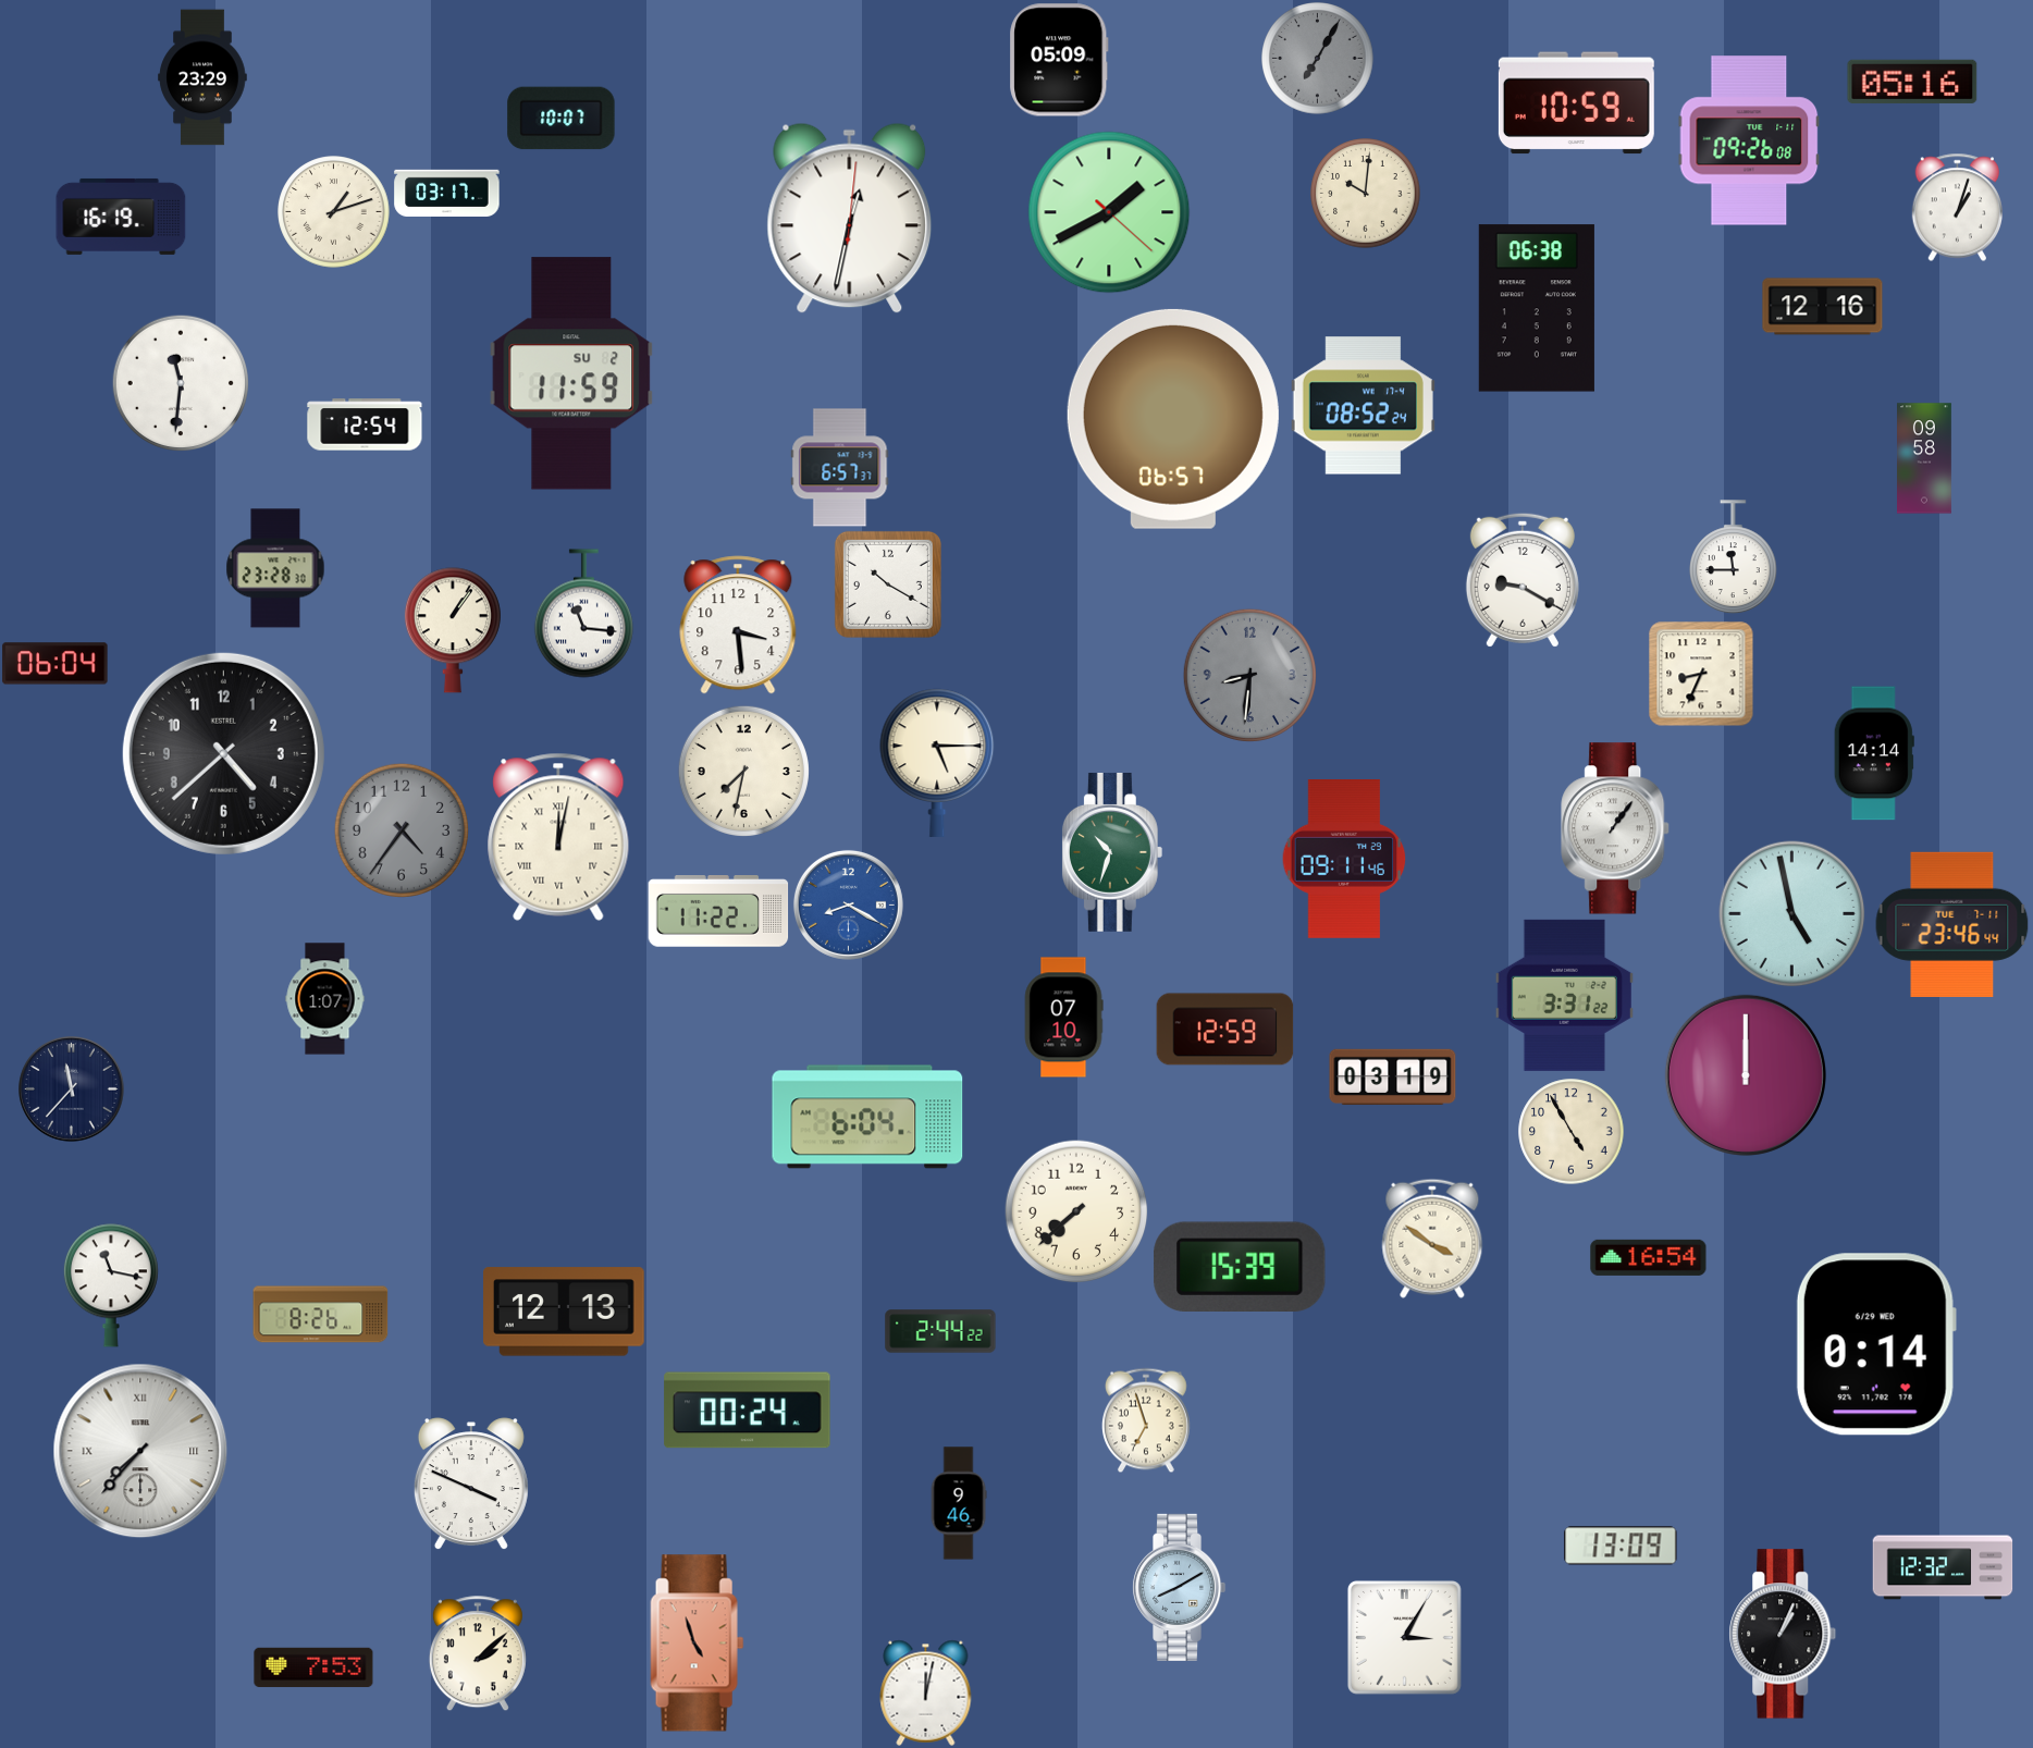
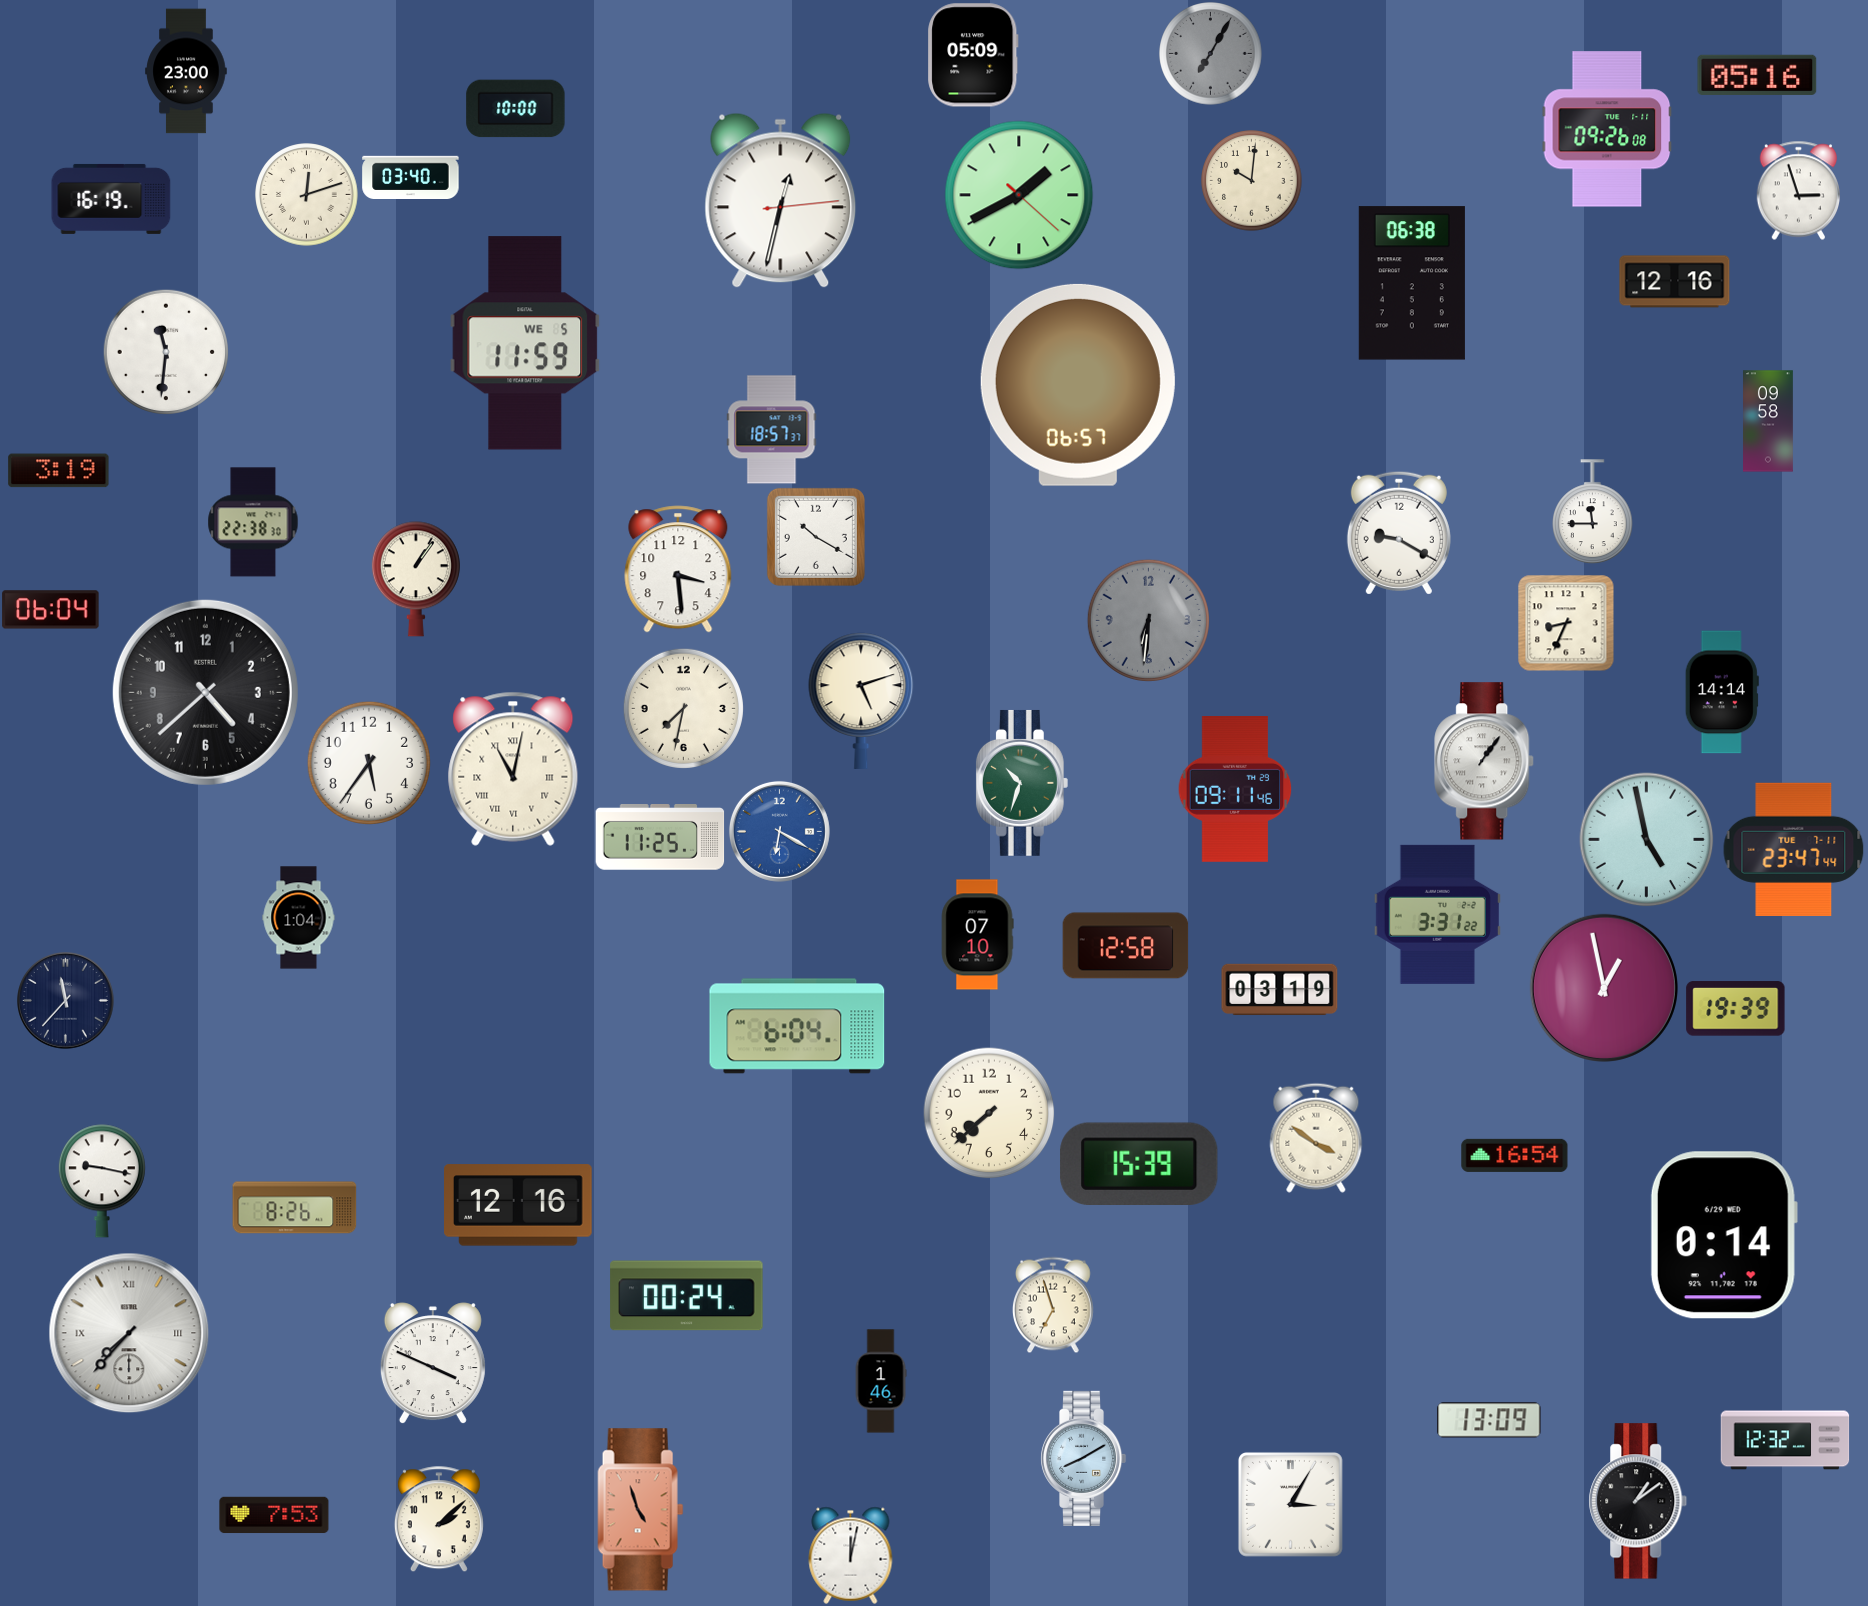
clock at (202, 77): 23:29 -> 23:00
clock at (1576, 103): 10:59 -> none
clock at (562, 119): 10:07 -> 10:00
clock at (447, 193): 03:17 -> 03:40
clock at (1366, 194) position: (1366, 194) -> (1252, 181)
clock at (1957, 207): 1:03 -> 2:57
clock at (334, 212): 1:12 -> 12:12
clock at (850, 218): 12:32:01 -> 12:32:14
clock at (571, 373) date: SU 2 -> WE 5
clock at (1363, 406): 08:52 -> none
clock at (365, 424): 12:54 -> none
clock at (840, 468): 6:57 -> 18:57
clock at (59, 471): none -> 3:19
clock at (275, 568): 23:28 -> 22:38
clock at (583, 614): 11:16 -> none
clock at (738, 625) position: (738, 625) -> (678, 569)
clock at (1701, 674) position: (1701, 674) -> (1566, 623)
clock at (1249, 675): 8:31 -> 6:31
clock at (937, 763): 5:15 -> 5:12
clock at (402, 830): 4:36 -> 5:36
clock at (402, 830) dial: grey -> white
clock at (558, 837): 12:02 -> 11:02
clock at (848, 904): 8:20 -> 6:20
clock at (718, 912): 11:22 -> 11:25
clock at (1952, 924): 23:46 -> 23:47
clock at (325, 999): 1:07 -> 1:04
clock at (1225, 1030): 12:59 -> 12:58
clock at (1746, 1075): 12:00 -> 12:58
clock at (1736, 1009): none -> 19:39
clock at (1572, 1132): 4:55 -> none
clock at (111, 1285): 11:17 -> 9:17
clock at (565, 1312): 12:13 -> 12:16
clock at (940, 1331): 2:44 -> none
clock at (959, 1503): 9:46 -> 1:46
clock at (1783, 1634): 1:04 -> 1:09
clock at (313, 1667) position: (313, 1667) -> (274, 1515)
